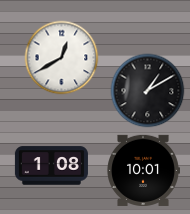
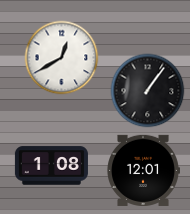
clock at (148, 91): 1:10 -> 1:06
clock at (143, 170): 10:01 -> 12:01
